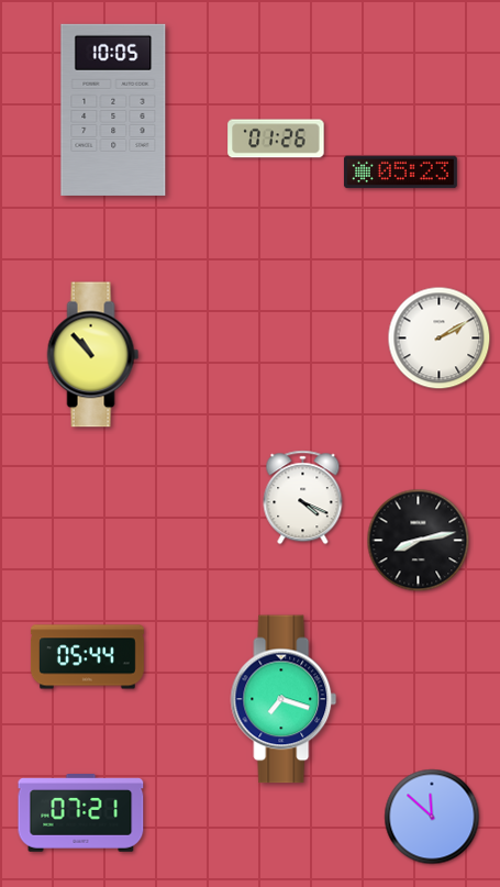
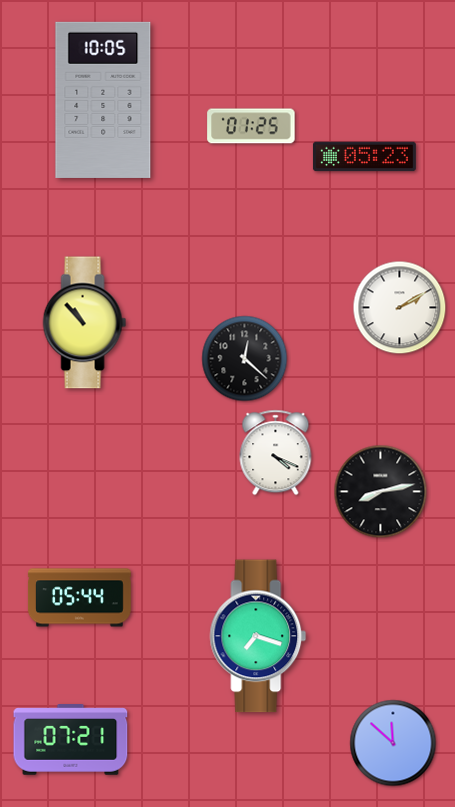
clock at (276, 138): 01:26 -> 01:25
clock at (245, 359): none -> 12:22
clock at (81, 813) position: (81, 813) -> (71, 740)
